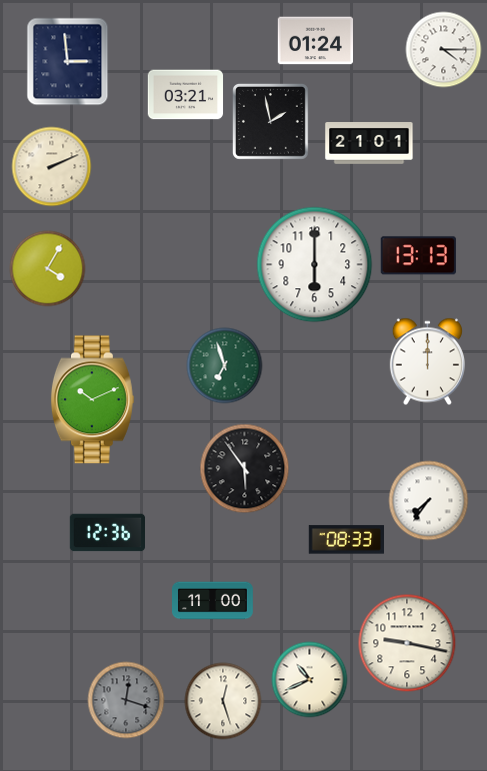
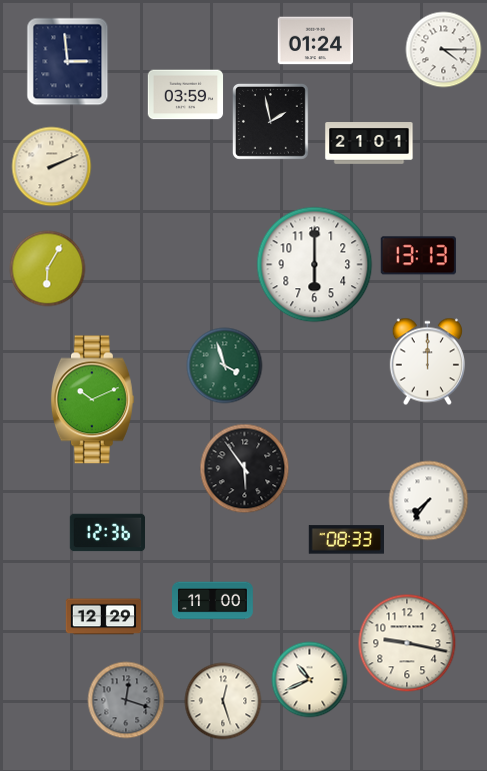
clock at (186, 95): 03:21 -> 03:59
clock at (48, 269): 4:05 -> 6:05
clock at (225, 366): 6:57 -> 3:57
clock at (104, 617): none -> 12:29
